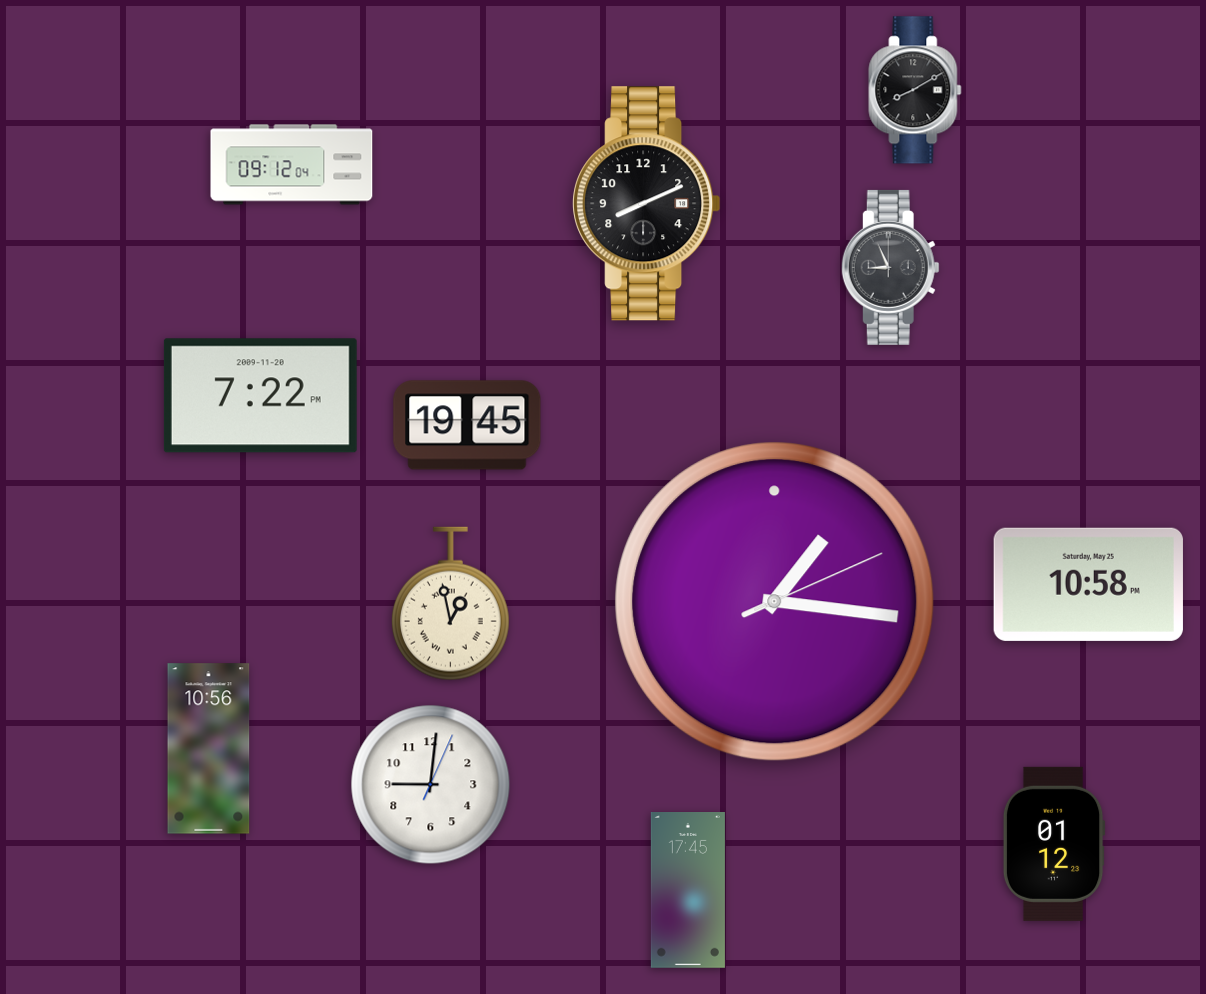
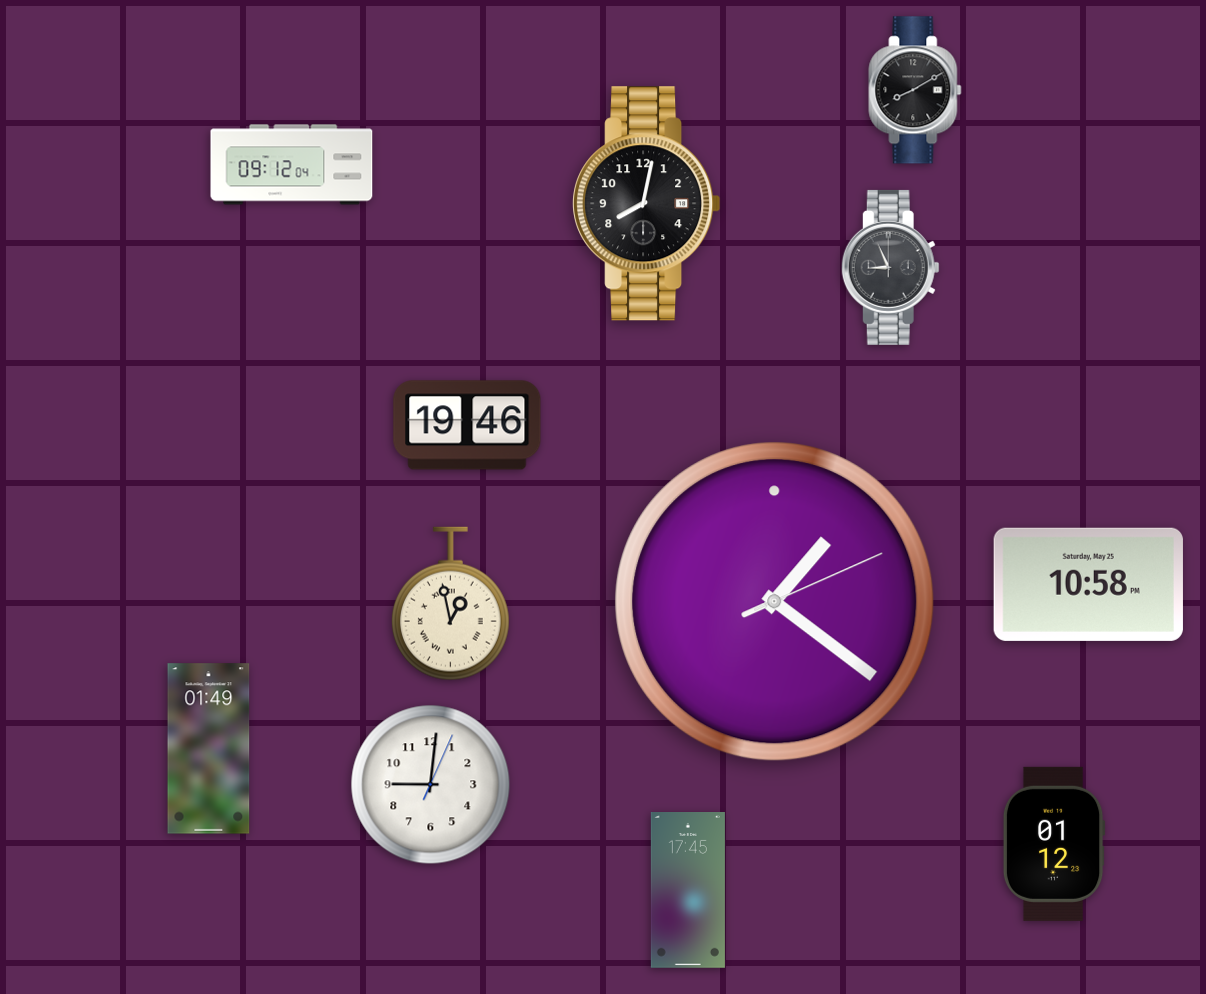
clock at (647, 204): 8:11 -> 8:02
clock at (260, 396): 7:22 -> none
clock at (467, 425): 19:45 -> 19:46
clock at (775, 602): 1:16 -> 1:21
clock at (209, 749): 10:56 -> 01:49
